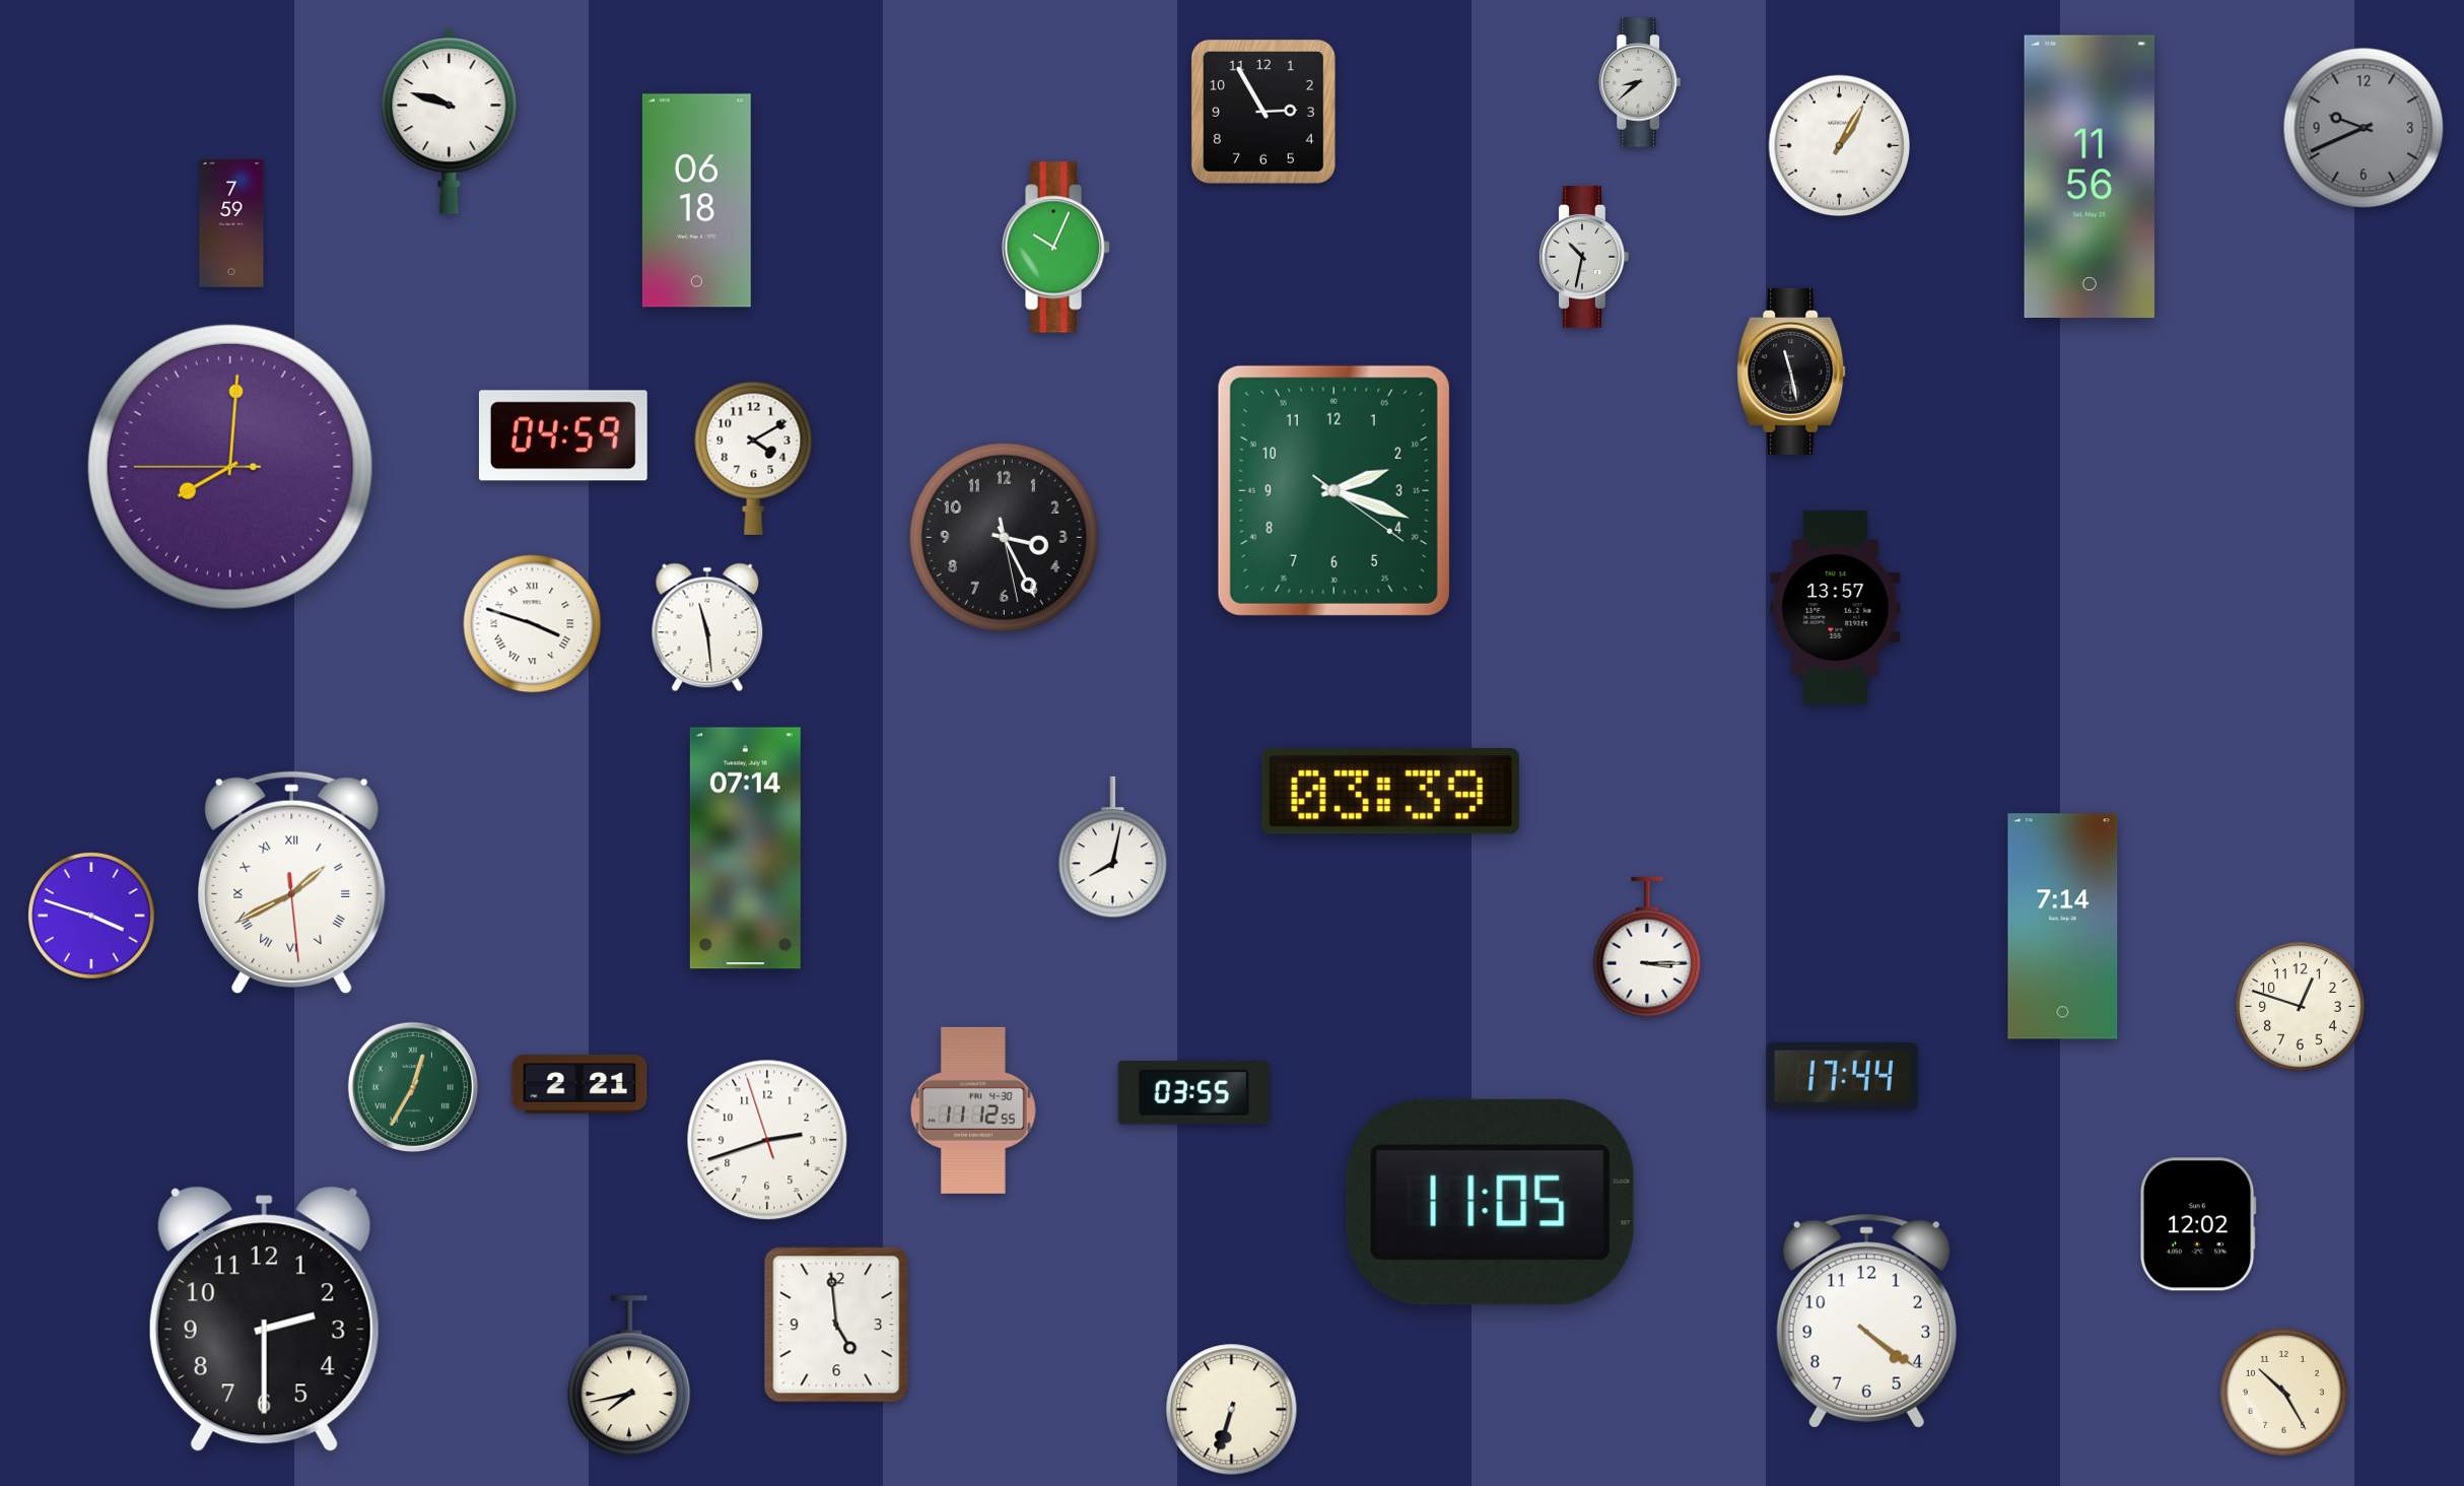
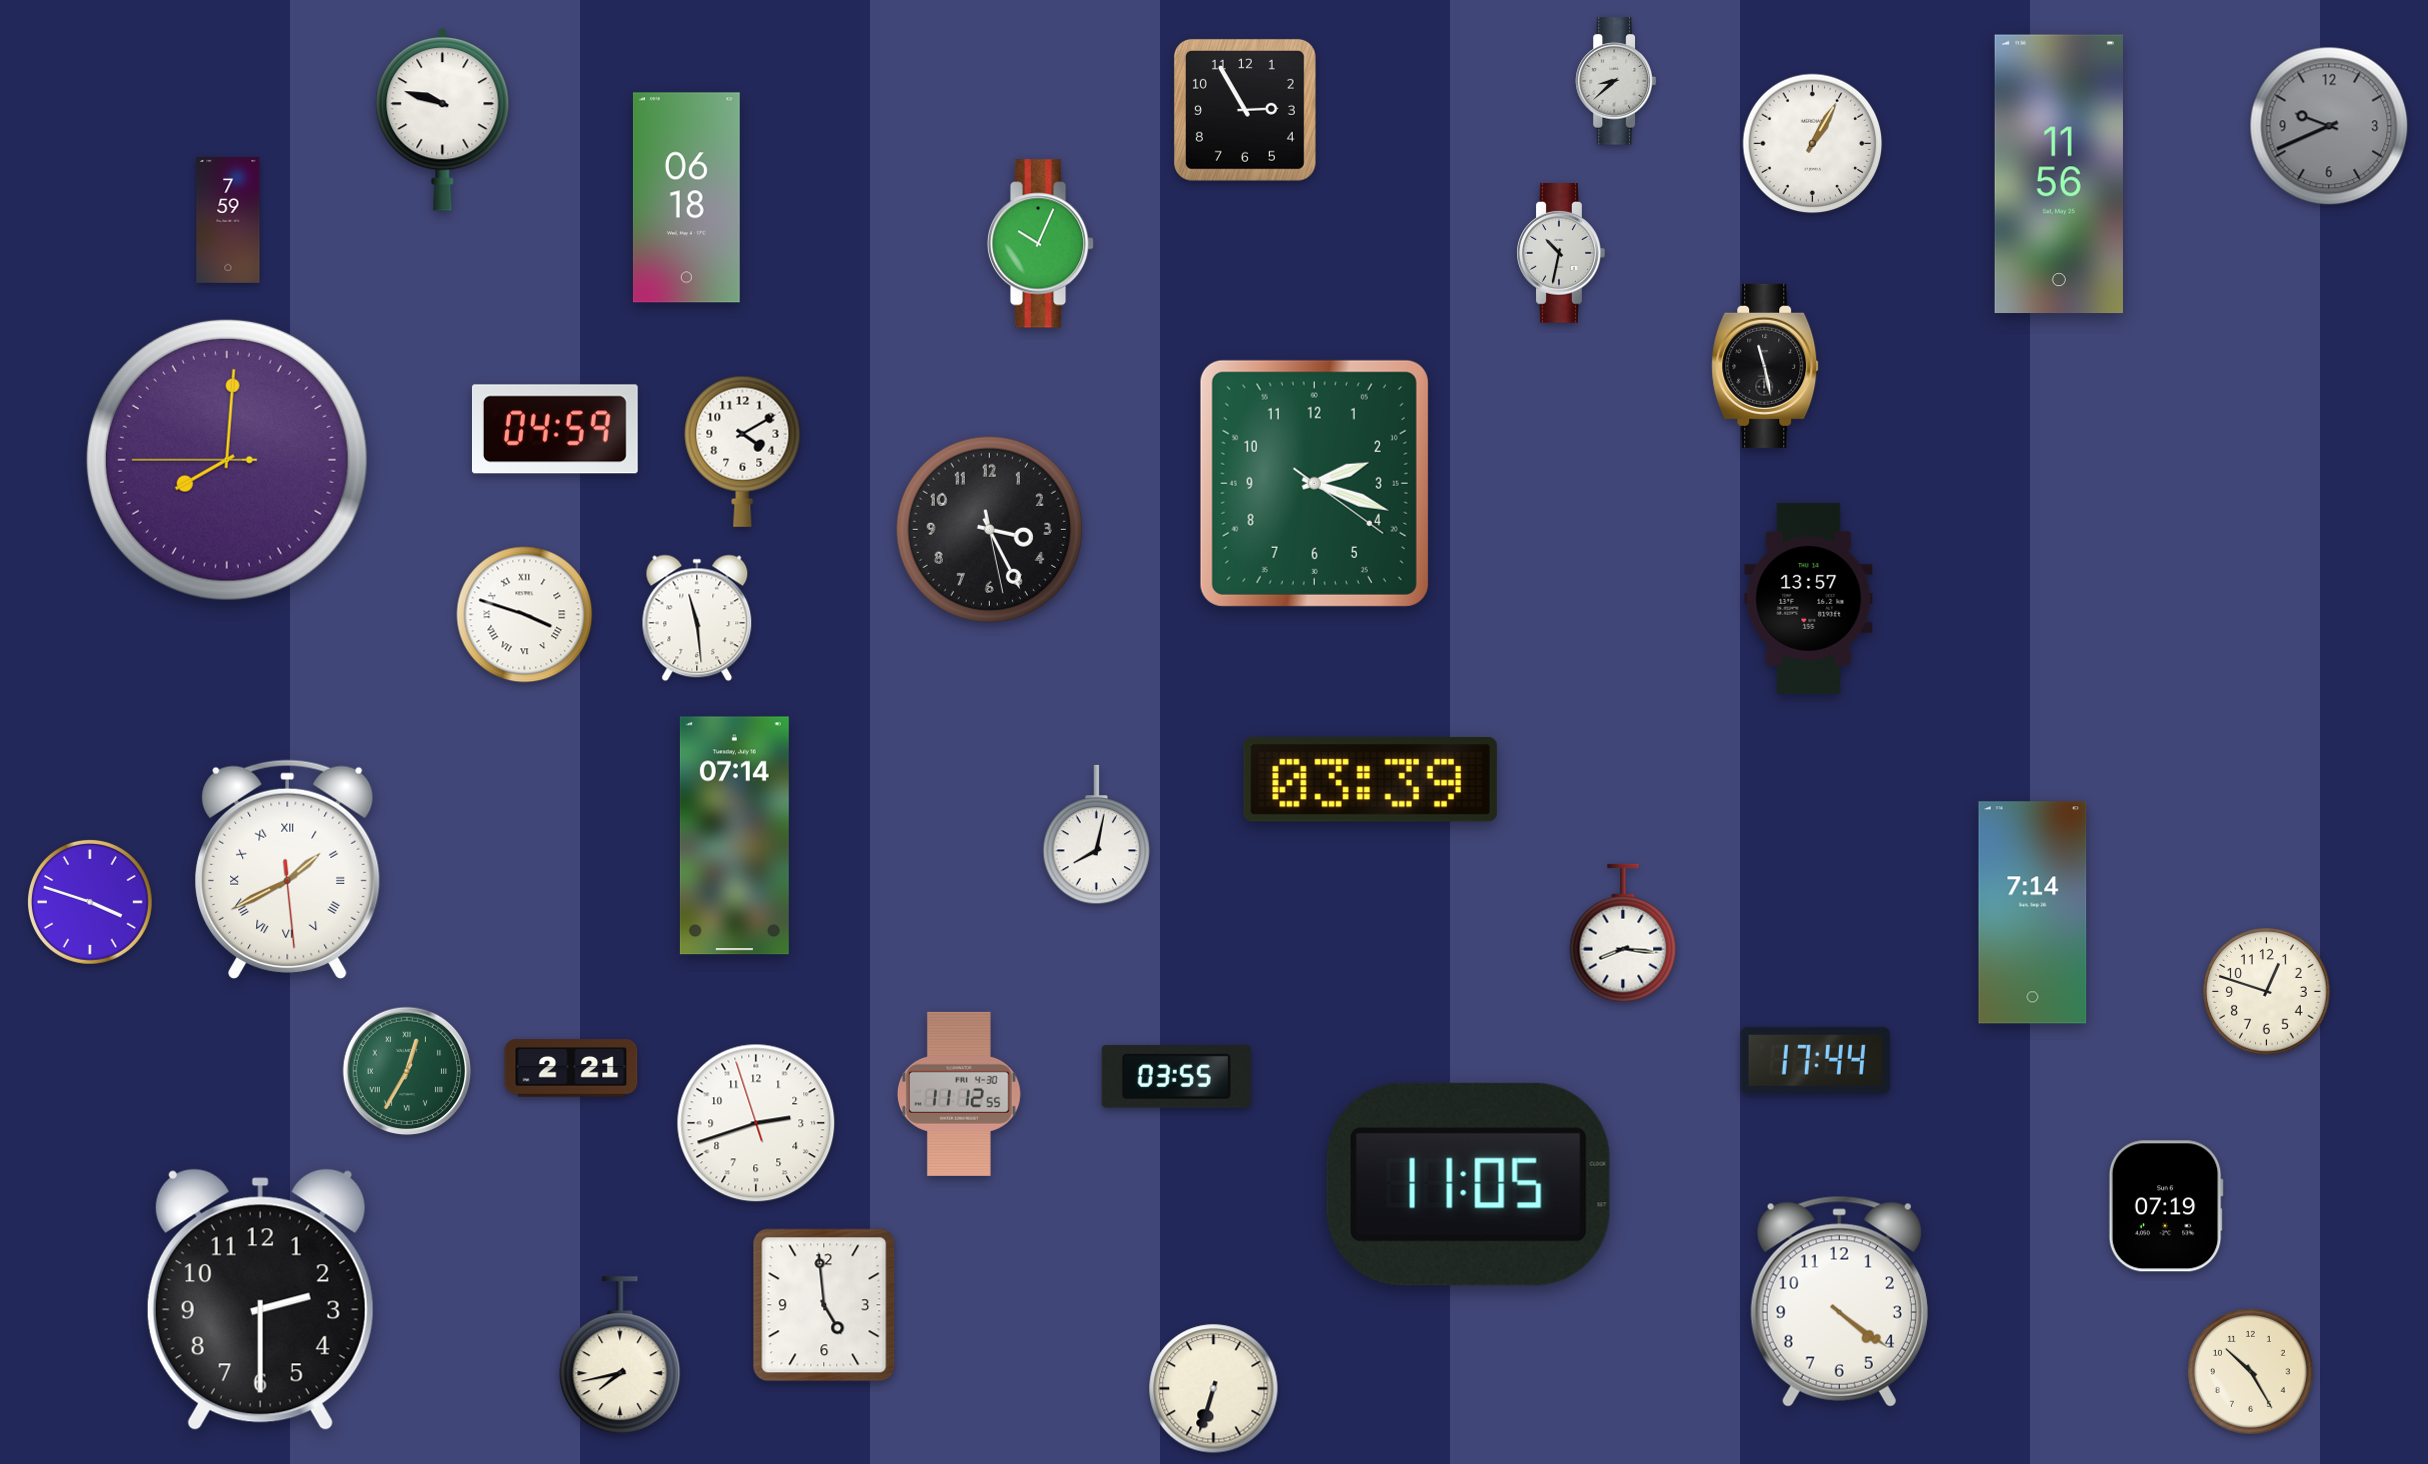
clock at (1647, 947): 3:15 -> 8:16
clock at (2198, 1224): 12:02 -> 07:19
